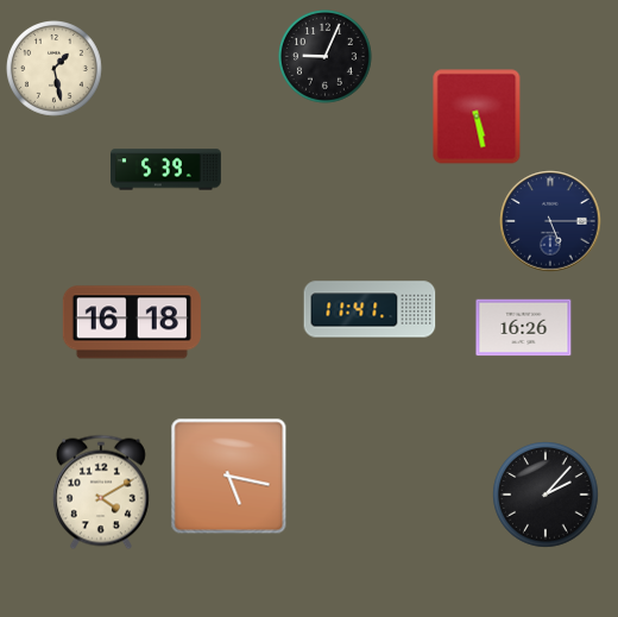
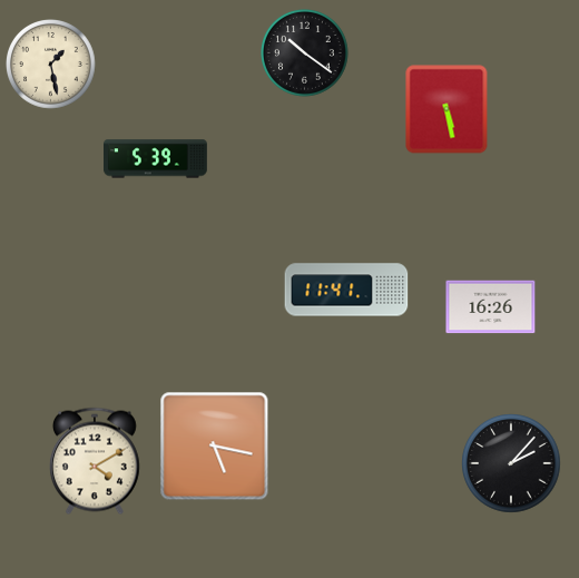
clock at (326, 57): 9:04 -> 10:21
clock at (550, 221): 5:15 -> none
clock at (132, 322): 16:18 -> none
